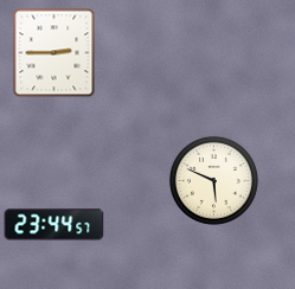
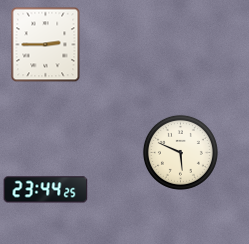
clock at (54, 225): 23:44:57 -> 23:44:25
